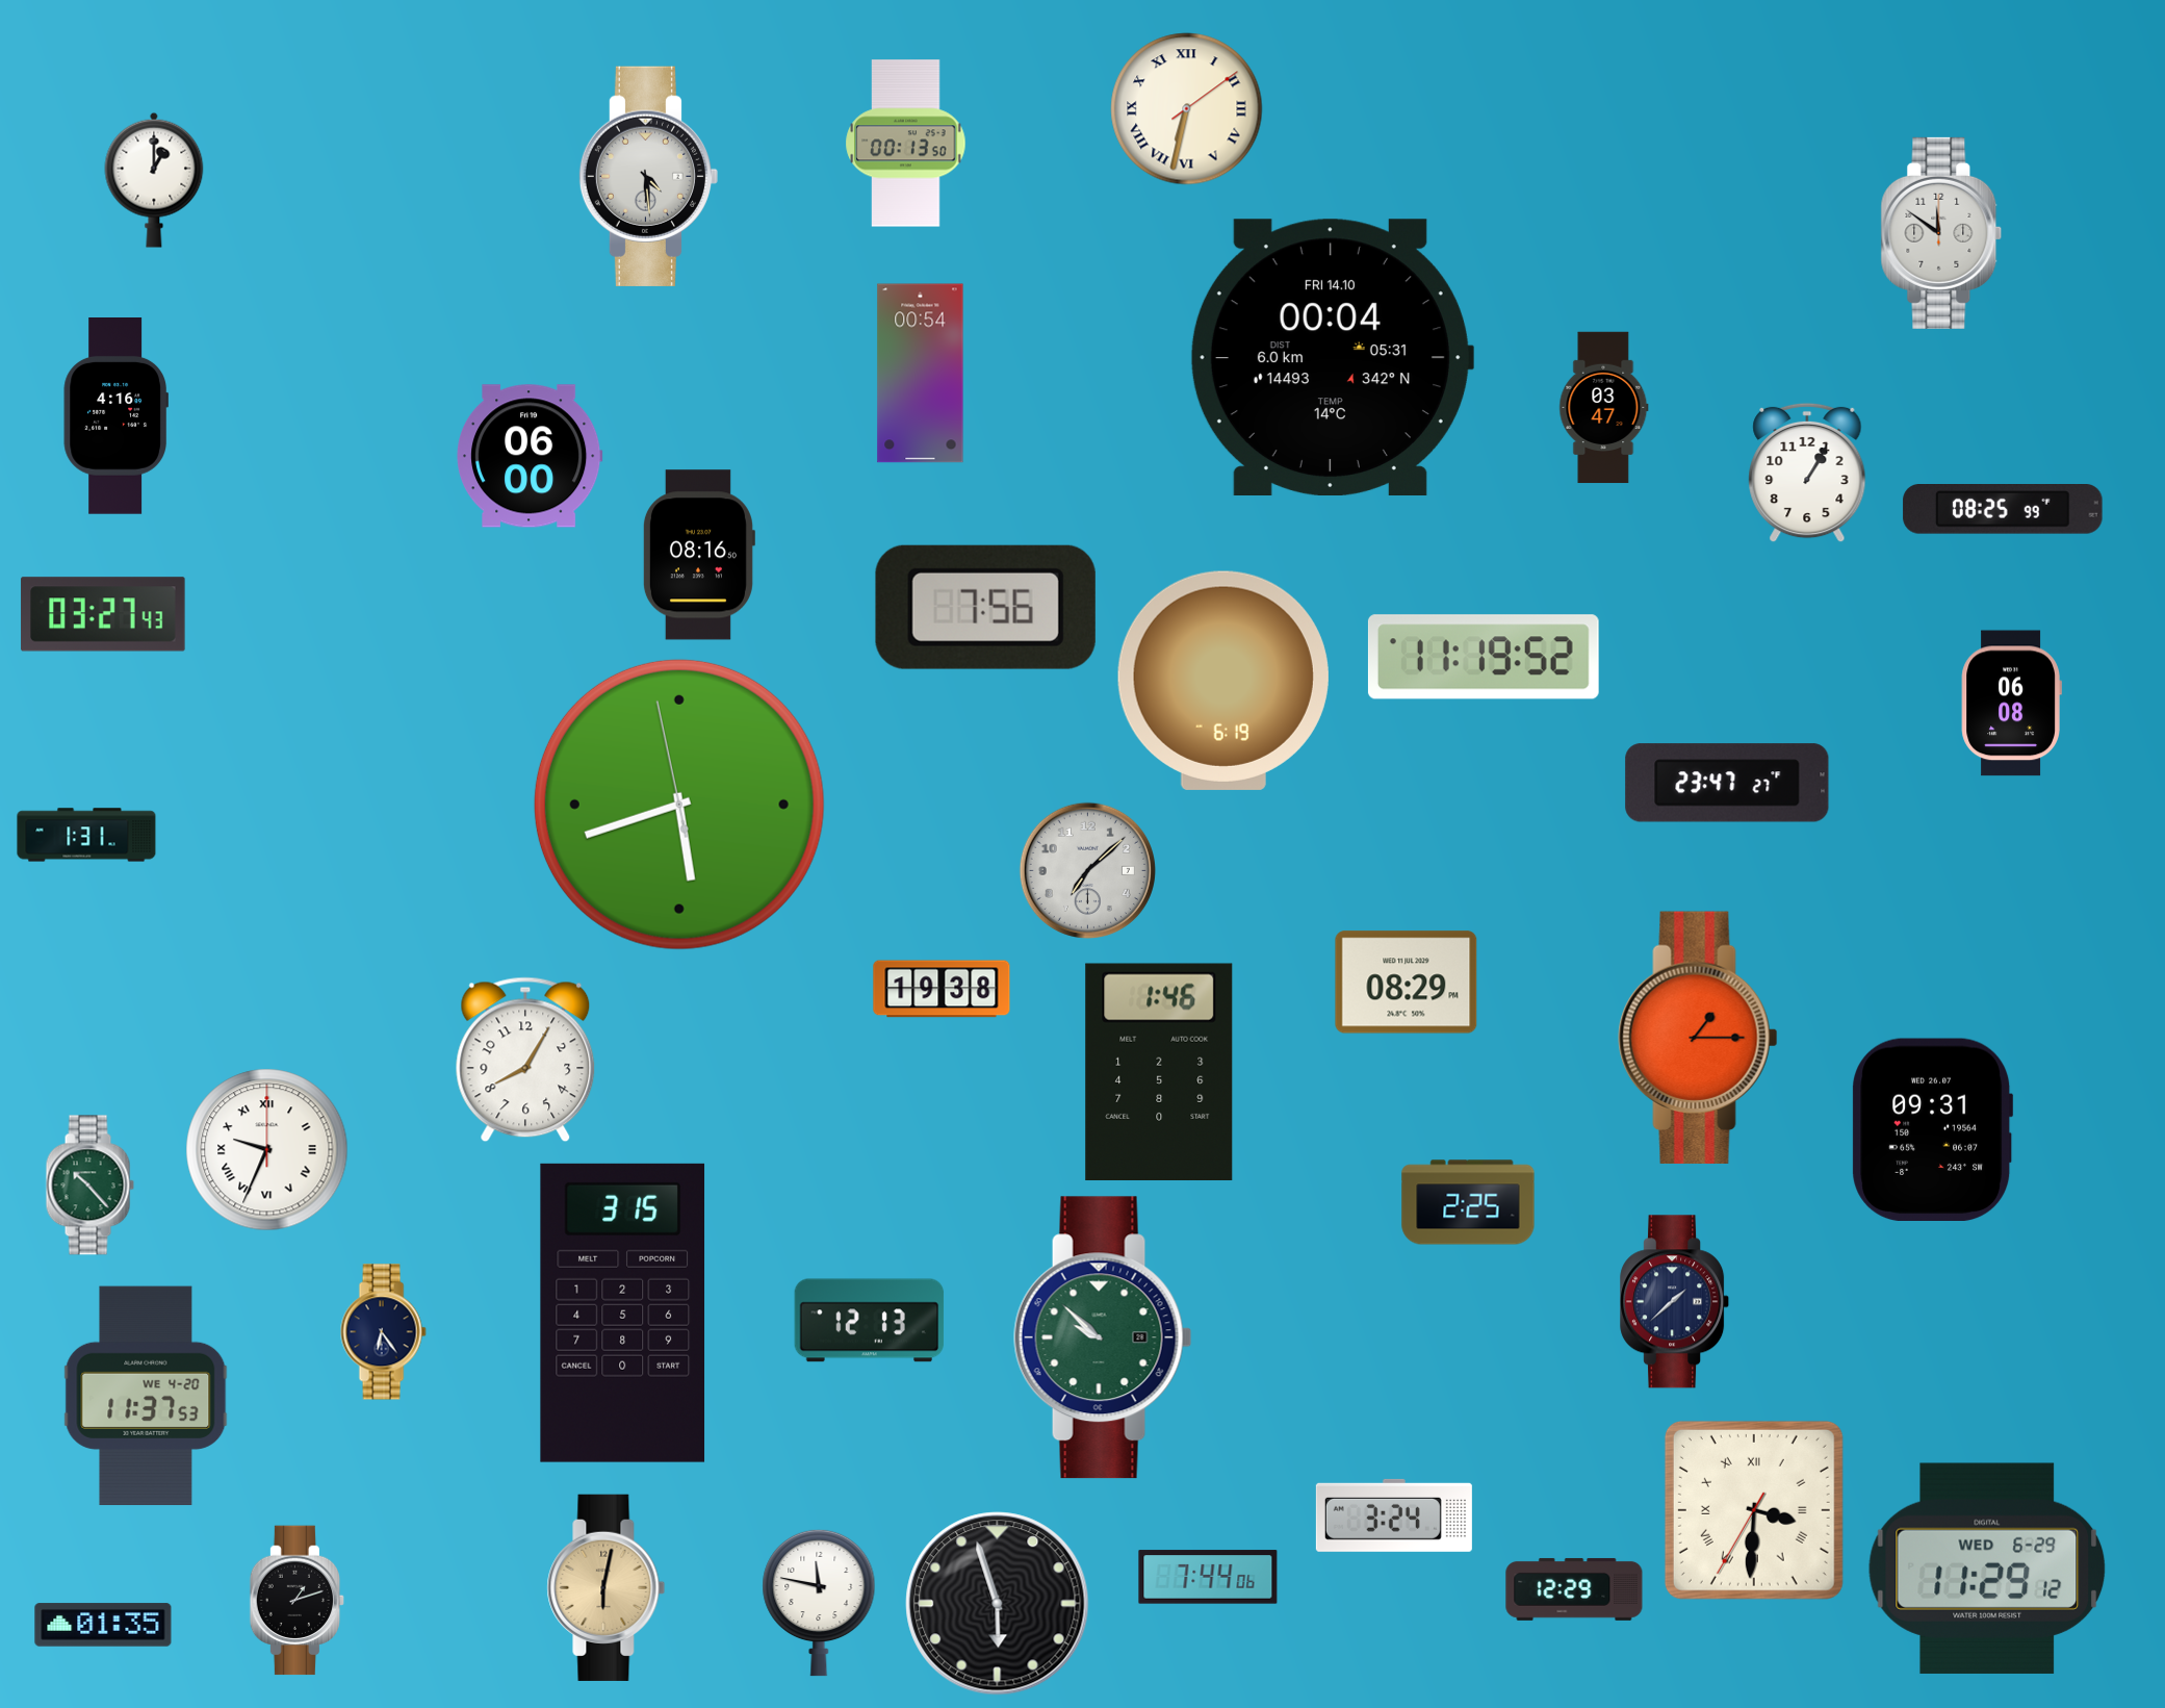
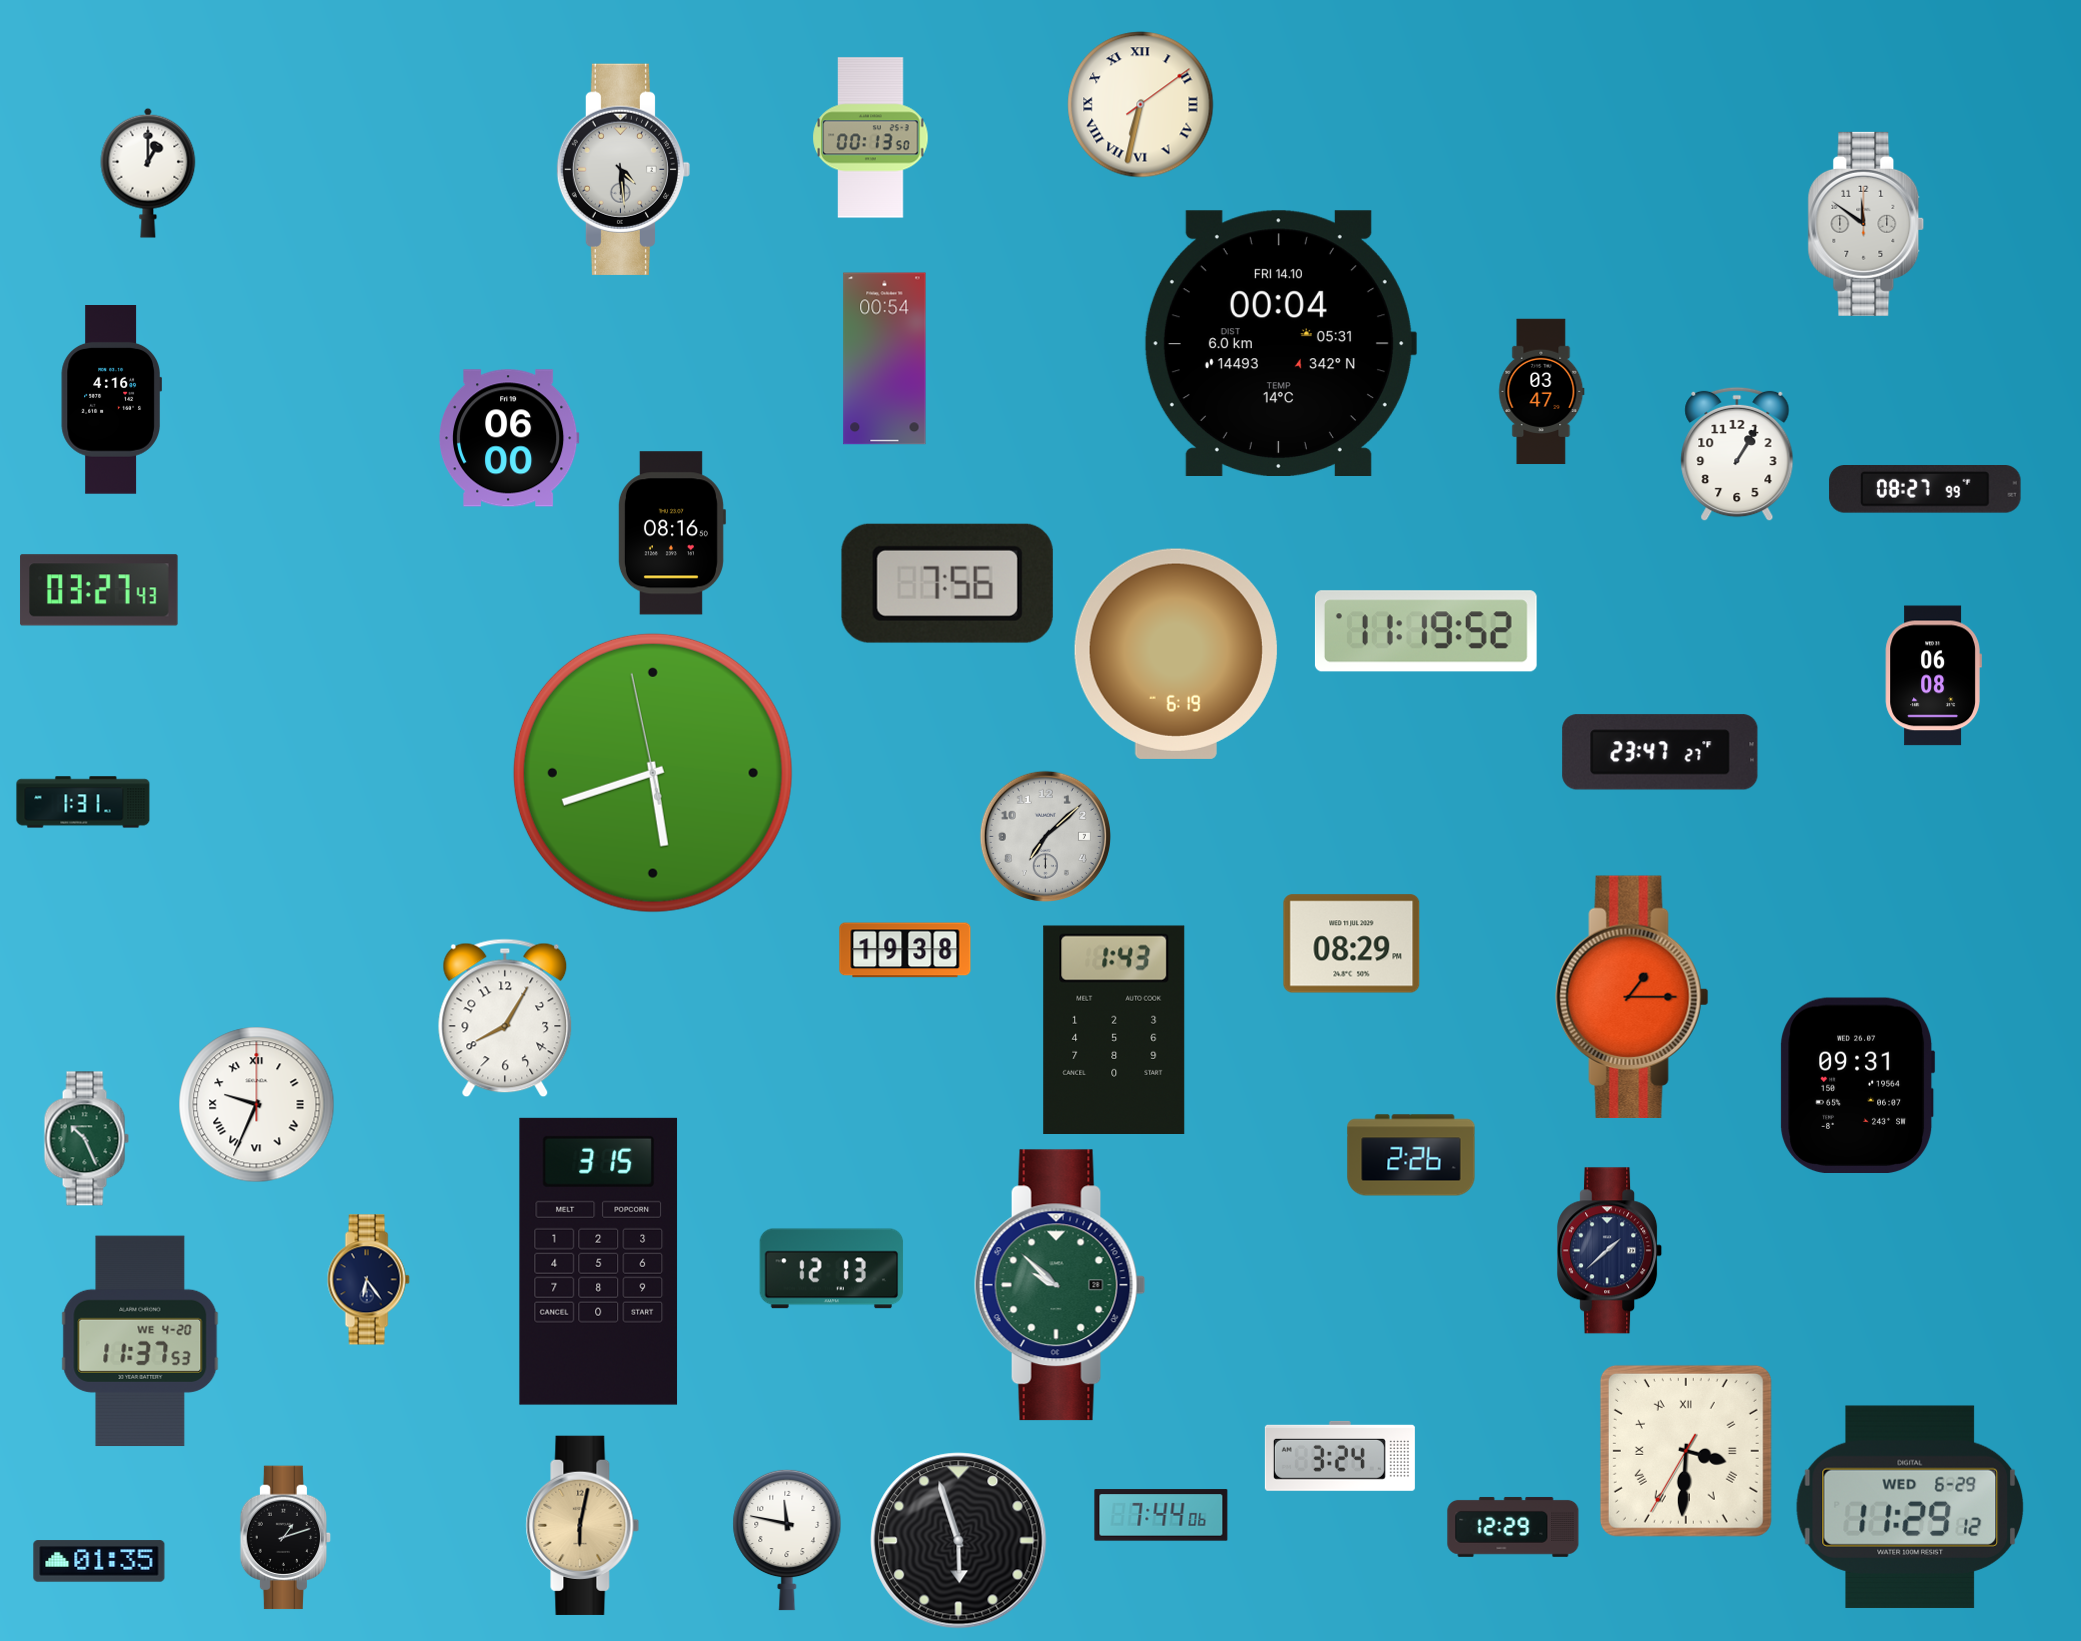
clock at (2003, 509): 08:25 -> 08:27
clock at (1159, 1071): 1:46 -> 1:43
clock at (89, 1186): 10:23 -> 10:26
clock at (1468, 1202): 2:25 -> 2:26
clock at (870, 1321) position: (870, 1321) -> (832, 1269)
